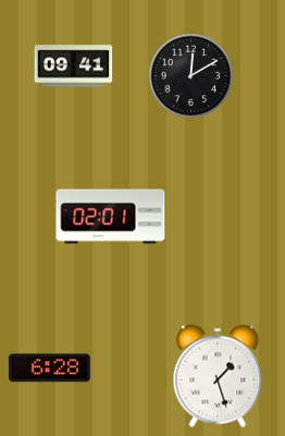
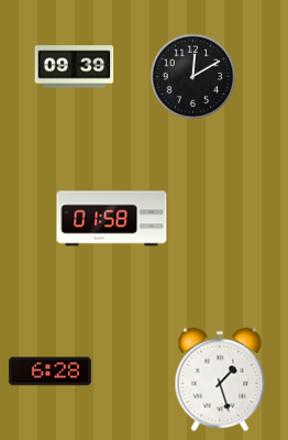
clock at (74, 66): 09:41 -> 09:39
clock at (111, 217): 02:01 -> 01:58
